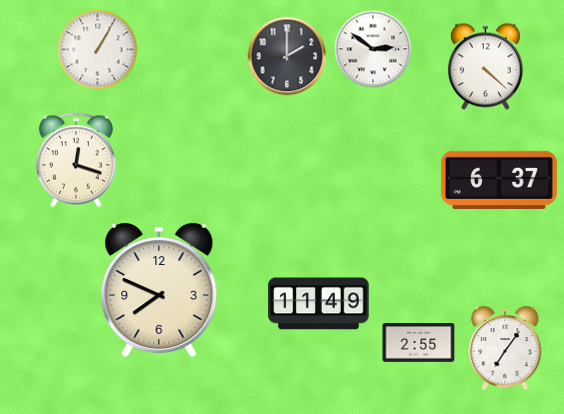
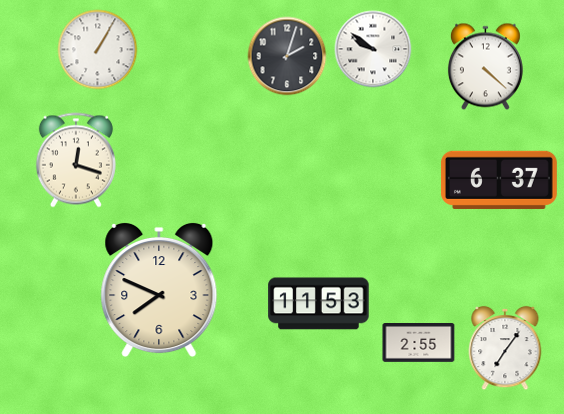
clock at (373, 49): 2:51 -> 9:51
clock at (287, 56): 2:00 -> 2:03
clock at (319, 304): 11:49 -> 11:53
